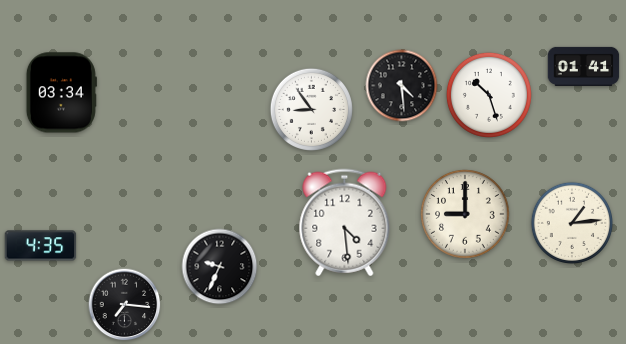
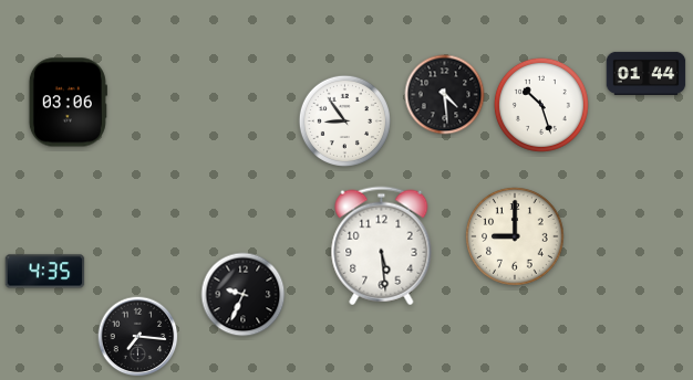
clock at (584, 66): 01:41 -> 01:44
clock at (61, 93): 03:34 -> 03:06
clock at (571, 222): 1:14 -> none
clock at (345, 223): 4:29 -> 5:29
